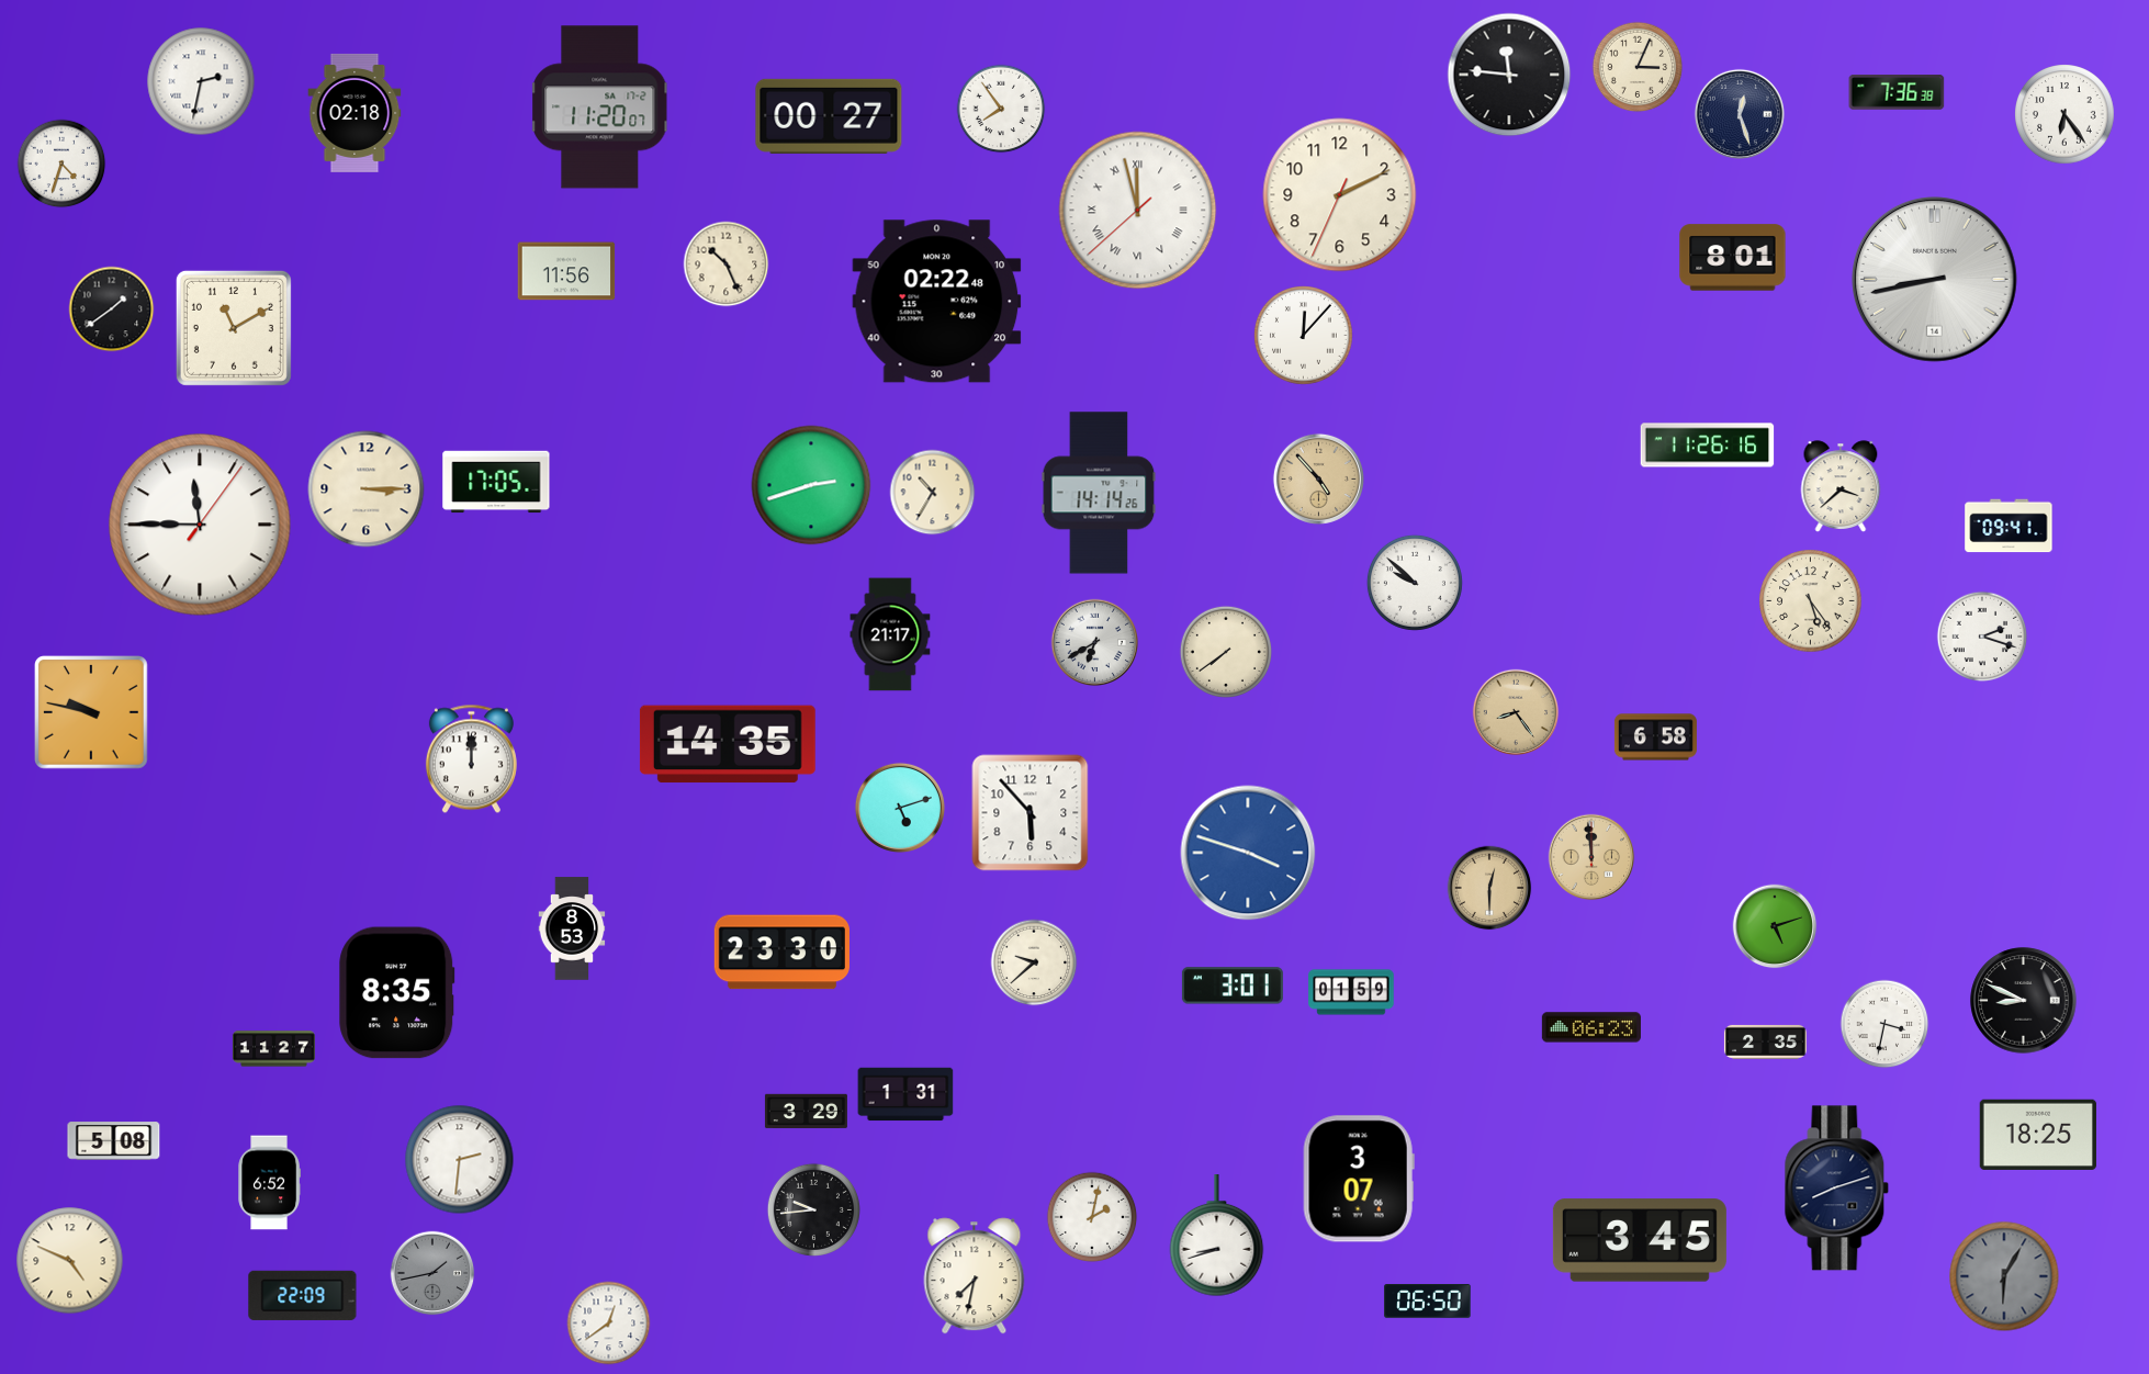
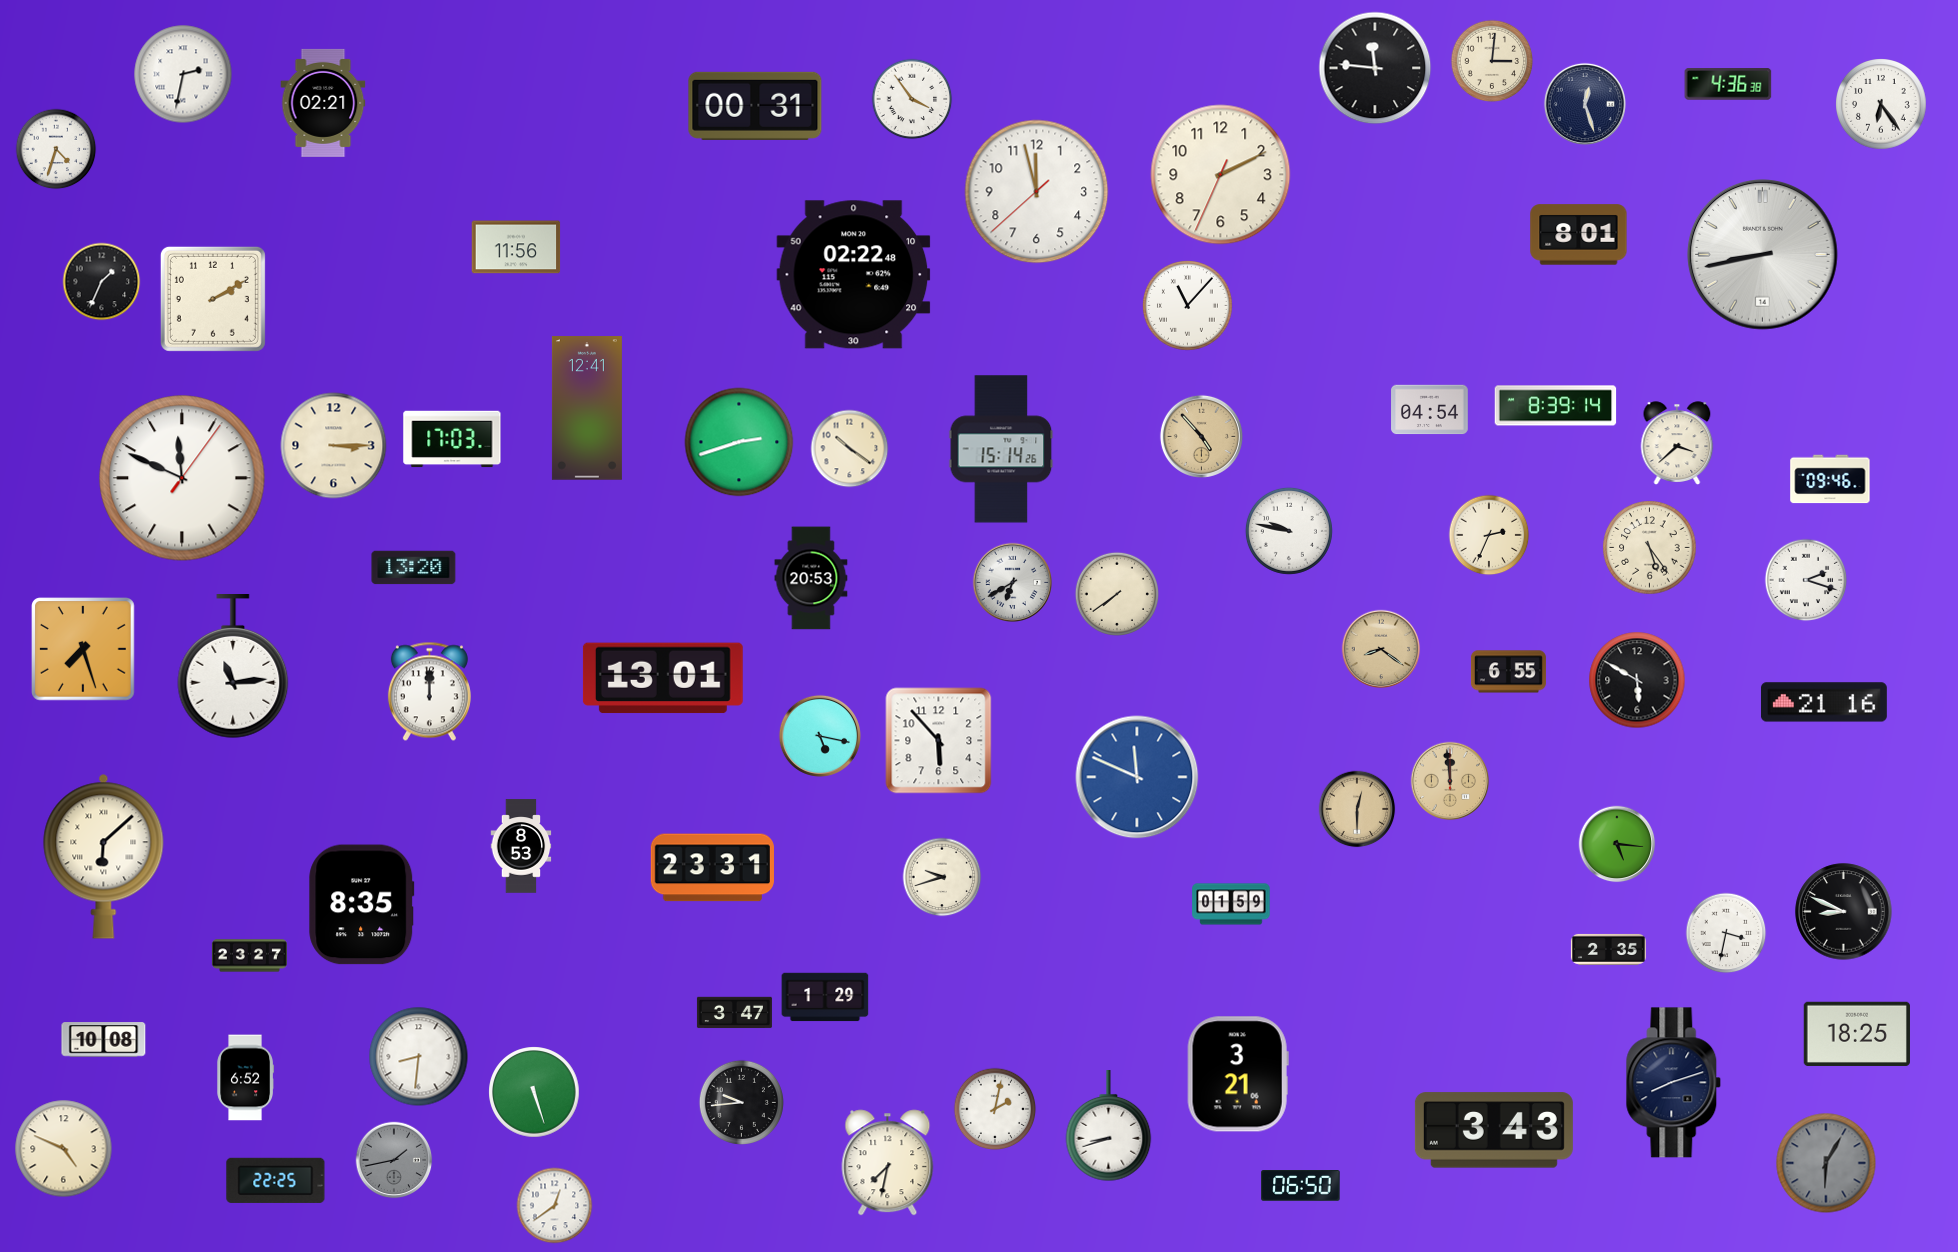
clock at (1638, 67): 3:04 -> 3:01
clock at (1897, 93): 7:36 -> 4:36
clock at (600, 108): 11:20 -> none
clock at (1001, 109): 7:54 -> 3:54
clock at (355, 113): 02:18 -> 02:21
clock at (829, 116): 00:27 -> 00:31
clock at (1340, 195) position: (1340, 195) -> (1221, 175)
clock at (1138, 211) numerals: Roman -> Arabic
clock at (727, 264): 10:26 -> none
clock at (112, 309): 1:39 -> 1:34
clock at (234, 328): 11:10 -> 2:10
clock at (1304, 336): 12:07 -> 11:07
clock at (1708, 446): 11:26 -> 8:39
clock at (587, 408): none -> 12:41
clock at (1430, 410): none -> 04:54
clock at (496, 482): 17:05 -> 17:03
clock at (933, 493): 10:35 -> 10:21
clock at (1099, 493): 14:14 -> 15:14
clock at (200, 525): 11:45 -> 11:49
clock at (2009, 526): 09:41 -> 09:46
clock at (1415, 583): 9:52 -> 9:47
clock at (1489, 535): none -> 2:34
clock at (414, 568): none -> 13:20
clock at (890, 634): 21:17 -> 20:53
clock at (1094, 642) position: (1094, 642) -> (1012, 582)
clock at (91, 712): 9:47 -> 7:27
clock at (1516, 712): 8:24 -> 8:21
clock at (233, 667): none -> 11:14
clock at (1655, 737): 6:58 -> 6:55
clock at (728, 744): 14:35 -> 13:01
clock at (1637, 680): none -> 5:50
clock at (1824, 702): none -> 21:16
clock at (900, 808): 5:12 -> 5:17
clock at (1248, 853): 3:48 -> 11:49
clock at (1775, 926): 5:12 -> 5:16
clock at (104, 856): none -> 6:08
clock at (781, 953): 23:30 -> 23:31
clock at (1034, 962): 9:38 -> 9:42
clock at (1233, 986): 3:01 -> none
clock at (1884, 1024) position: (1884, 1024) -> (1726, 933)
clock at (1591, 1027): 06:23 -> none
clock at (273, 1049): 11:27 -> 23:27
clock at (905, 1094): 1:31 -> 1:29
clock at (806, 1112): 3:29 -> 3:47
clock at (114, 1141): 5:08 -> 10:08
clock at (460, 1160): 2:31 -> 8:31
clock at (1359, 1179): 3:07 -> 3:21
clock at (534, 1092): none -> 5:27
clock at (1640, 1240): 3:45 -> 3:43
clock at (303, 1295): 22:09 -> 22:25
